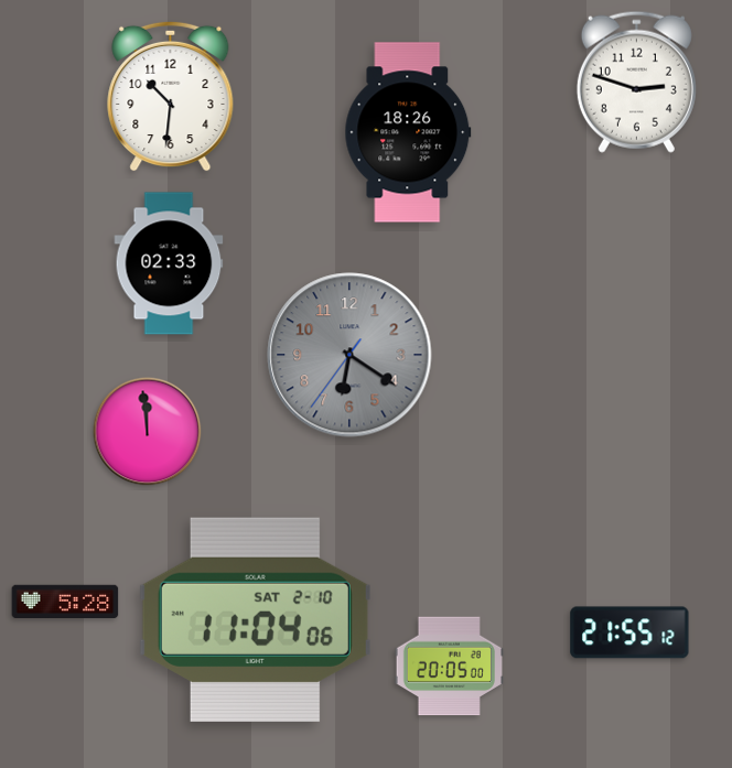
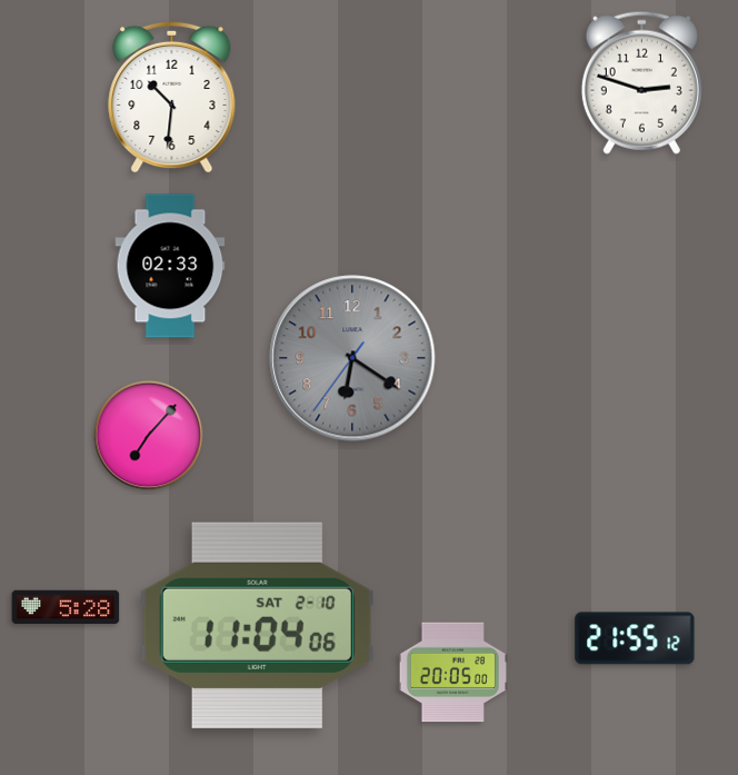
clock at (408, 132): 18:26 -> none
clock at (148, 432): 11:59 -> 7:07
